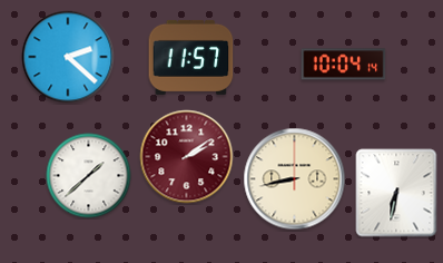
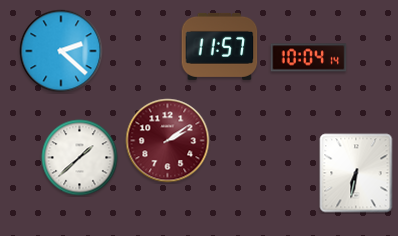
clock at (191, 57) position: (191, 57) -> (220, 46)
clock at (295, 179): 8:43 -> none
